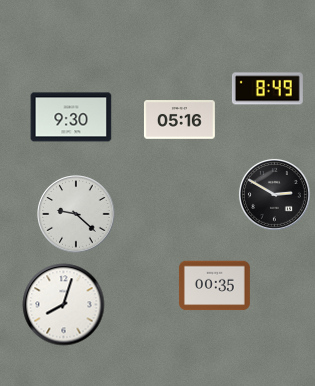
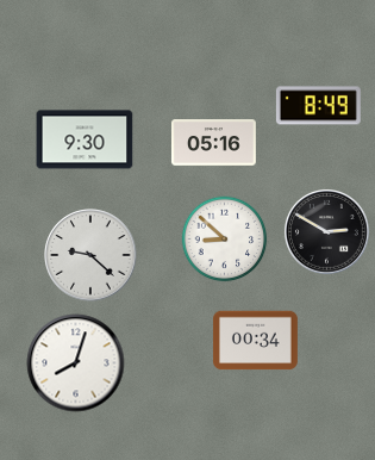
clock at (225, 240): none -> 8:52
clock at (214, 286): 00:35 -> 00:34
